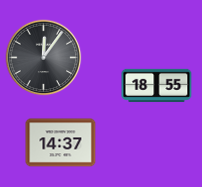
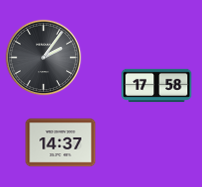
clock at (44, 58): 12:06 -> 2:06
clock at (157, 85): 18:55 -> 17:58
